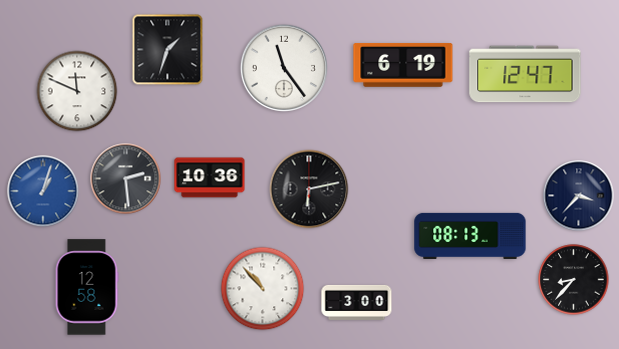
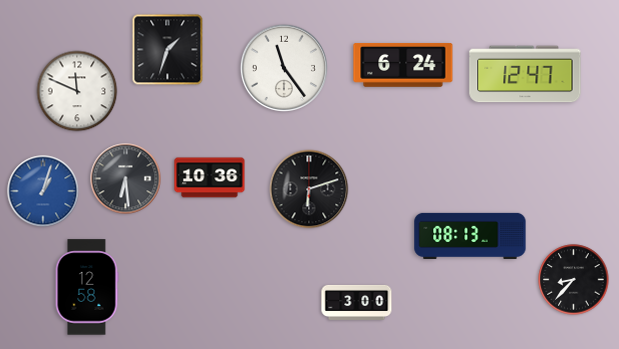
clock at (403, 66): 6:19 -> 6:24
clock at (126, 179): 2:29 -> 6:29
clock at (309, 189): 6:13 -> 6:12
clock at (579, 196): 3:37 -> none
clock at (263, 289): 10:53 -> none
